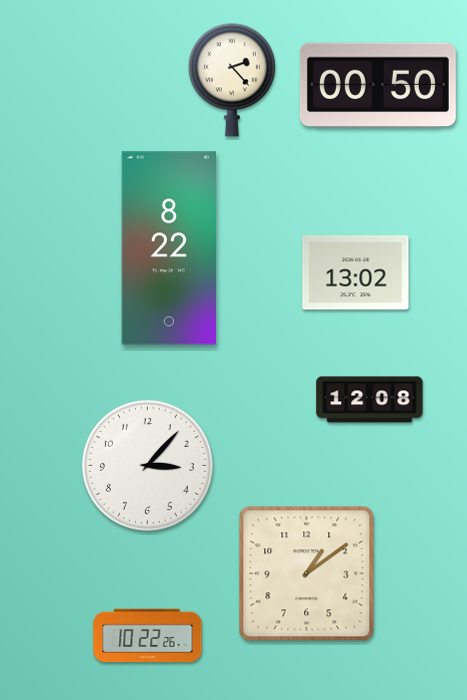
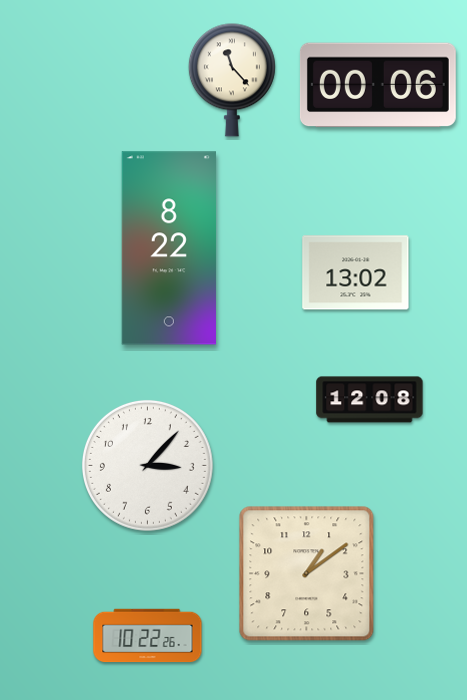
clock at (232, 80): 2:23 -> 11:23
clock at (378, 85): 00:50 -> 00:06
